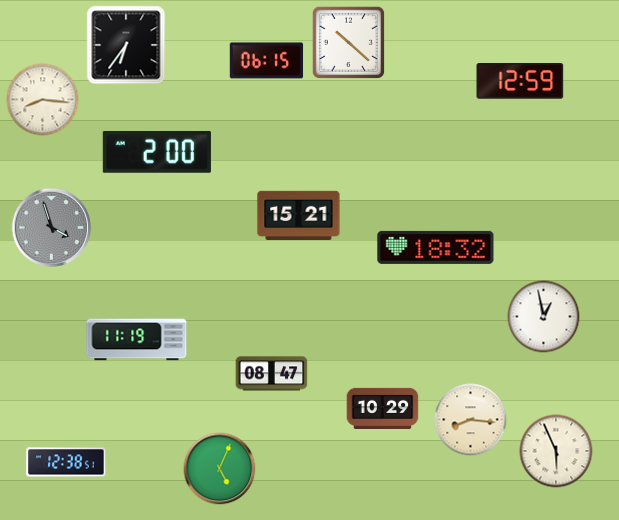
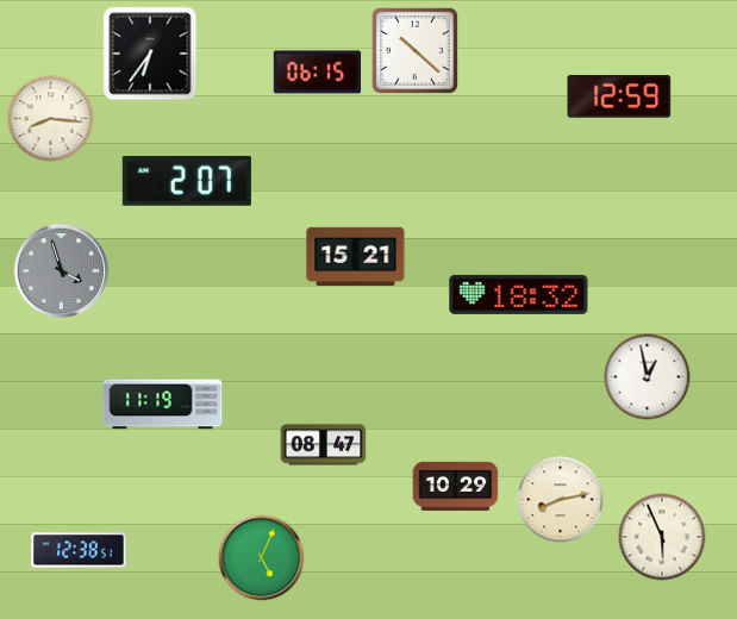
clock at (157, 152): 2:00 -> 2:07
clock at (471, 420): 8:16 -> 8:13
